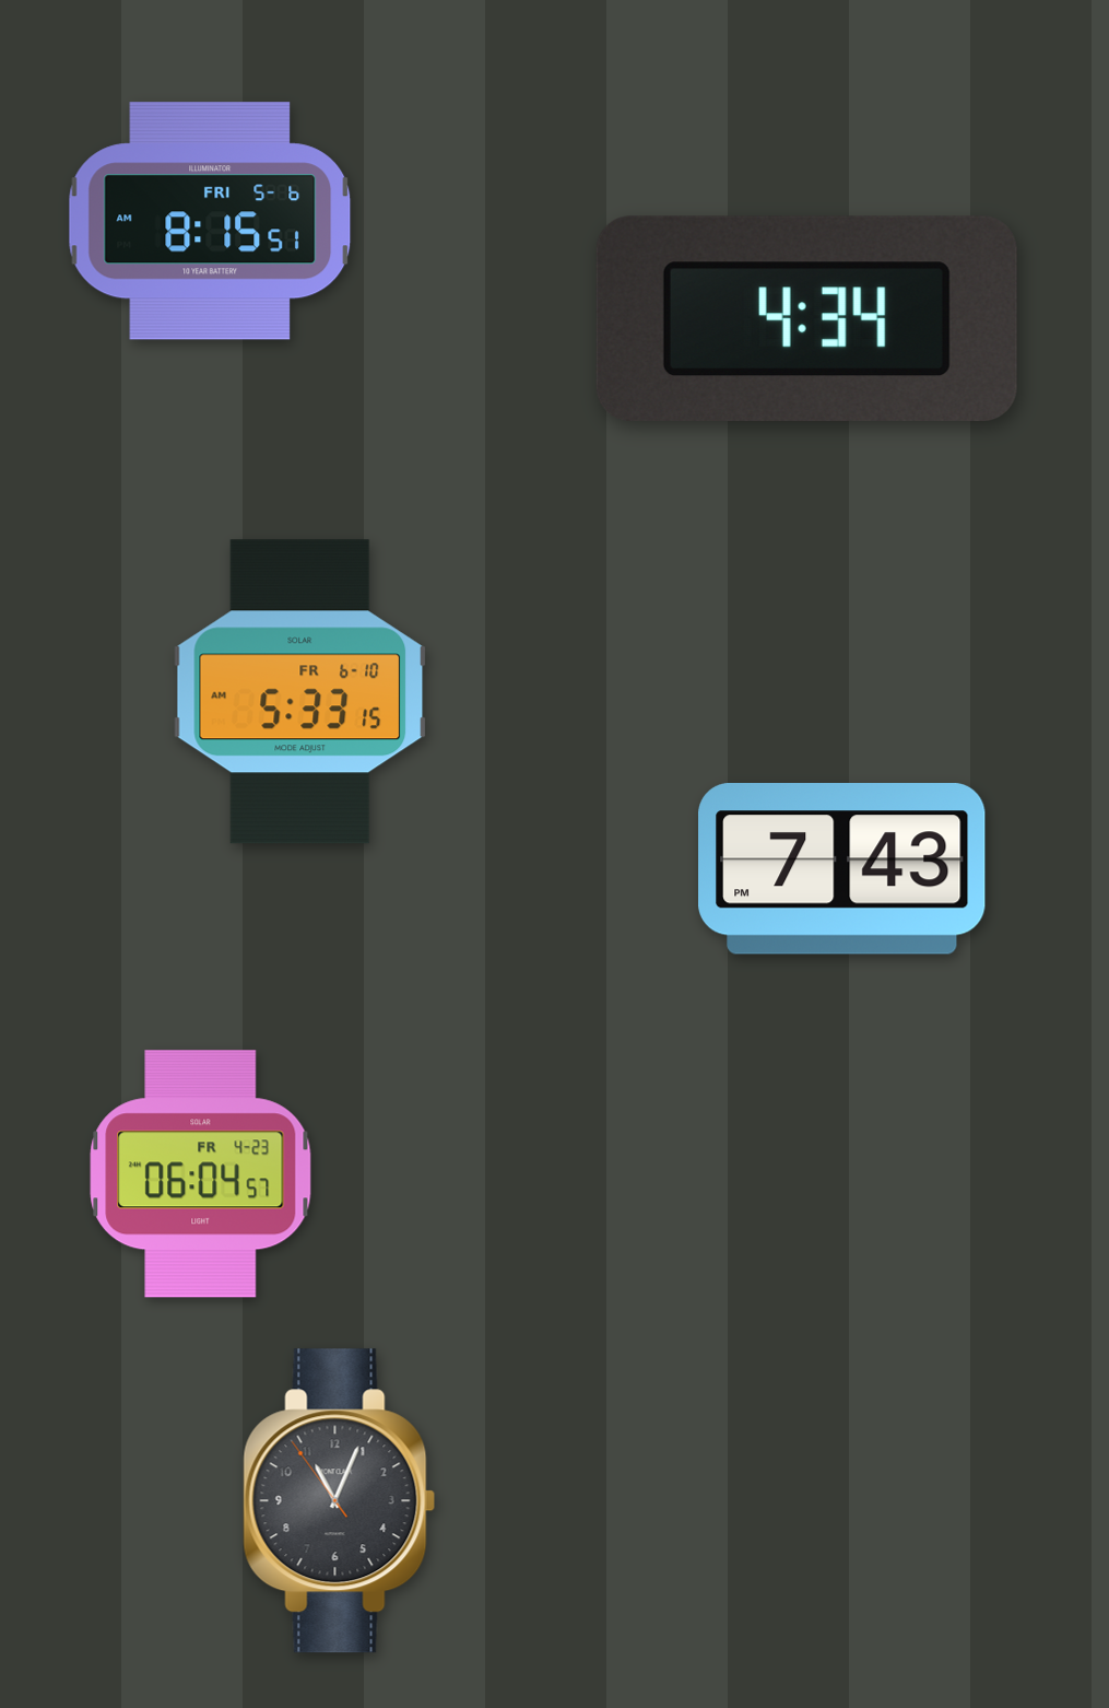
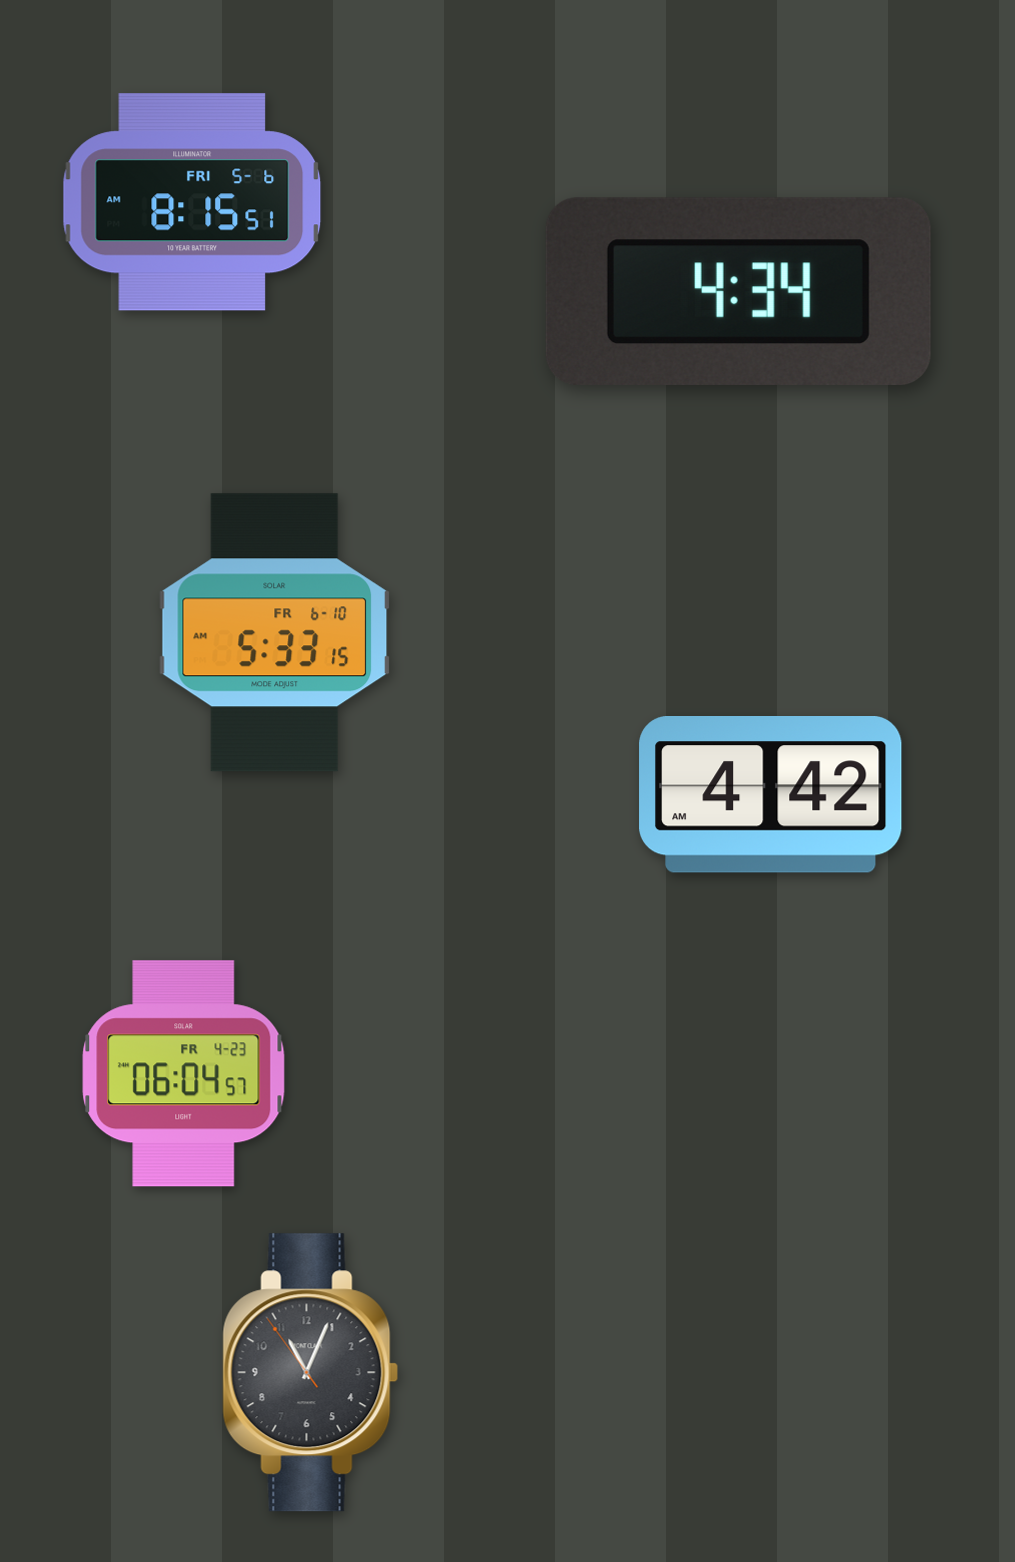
clock at (842, 869): 7:43 -> 4:42
